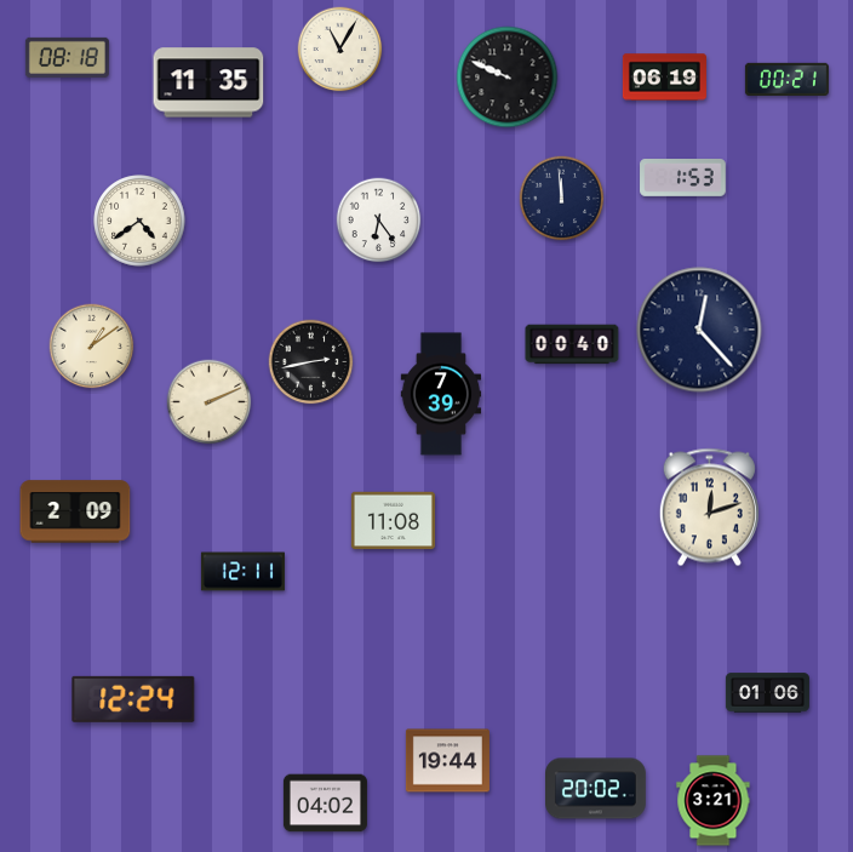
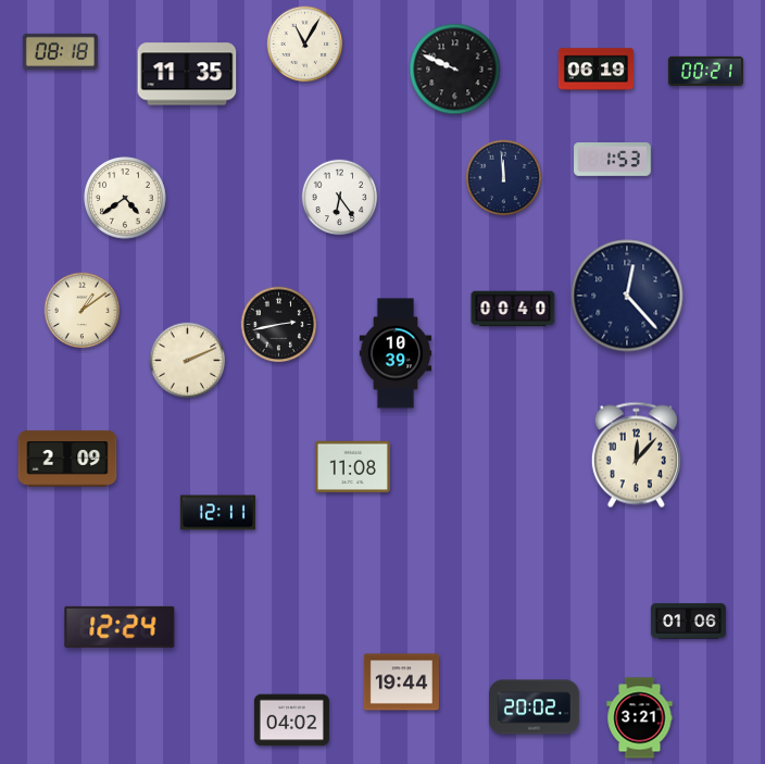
clock at (441, 394): 7:39 -> 10:39
clock at (709, 508): 12:12 -> 12:07
